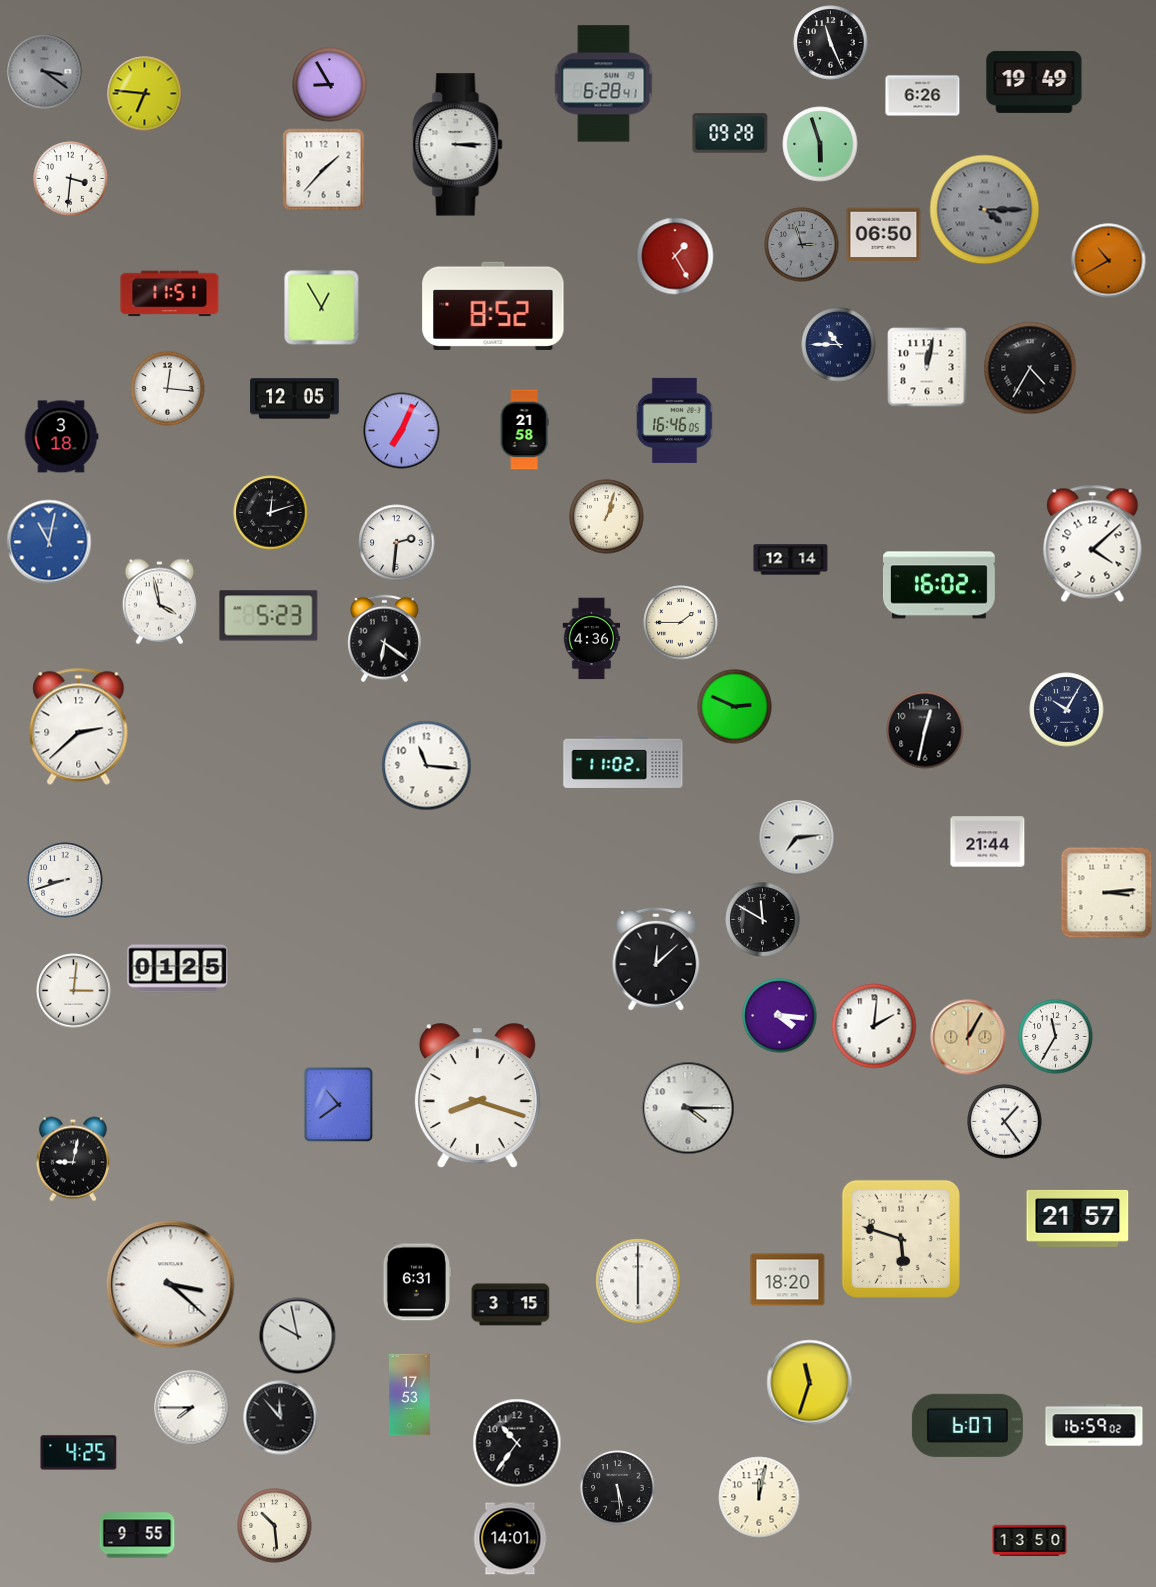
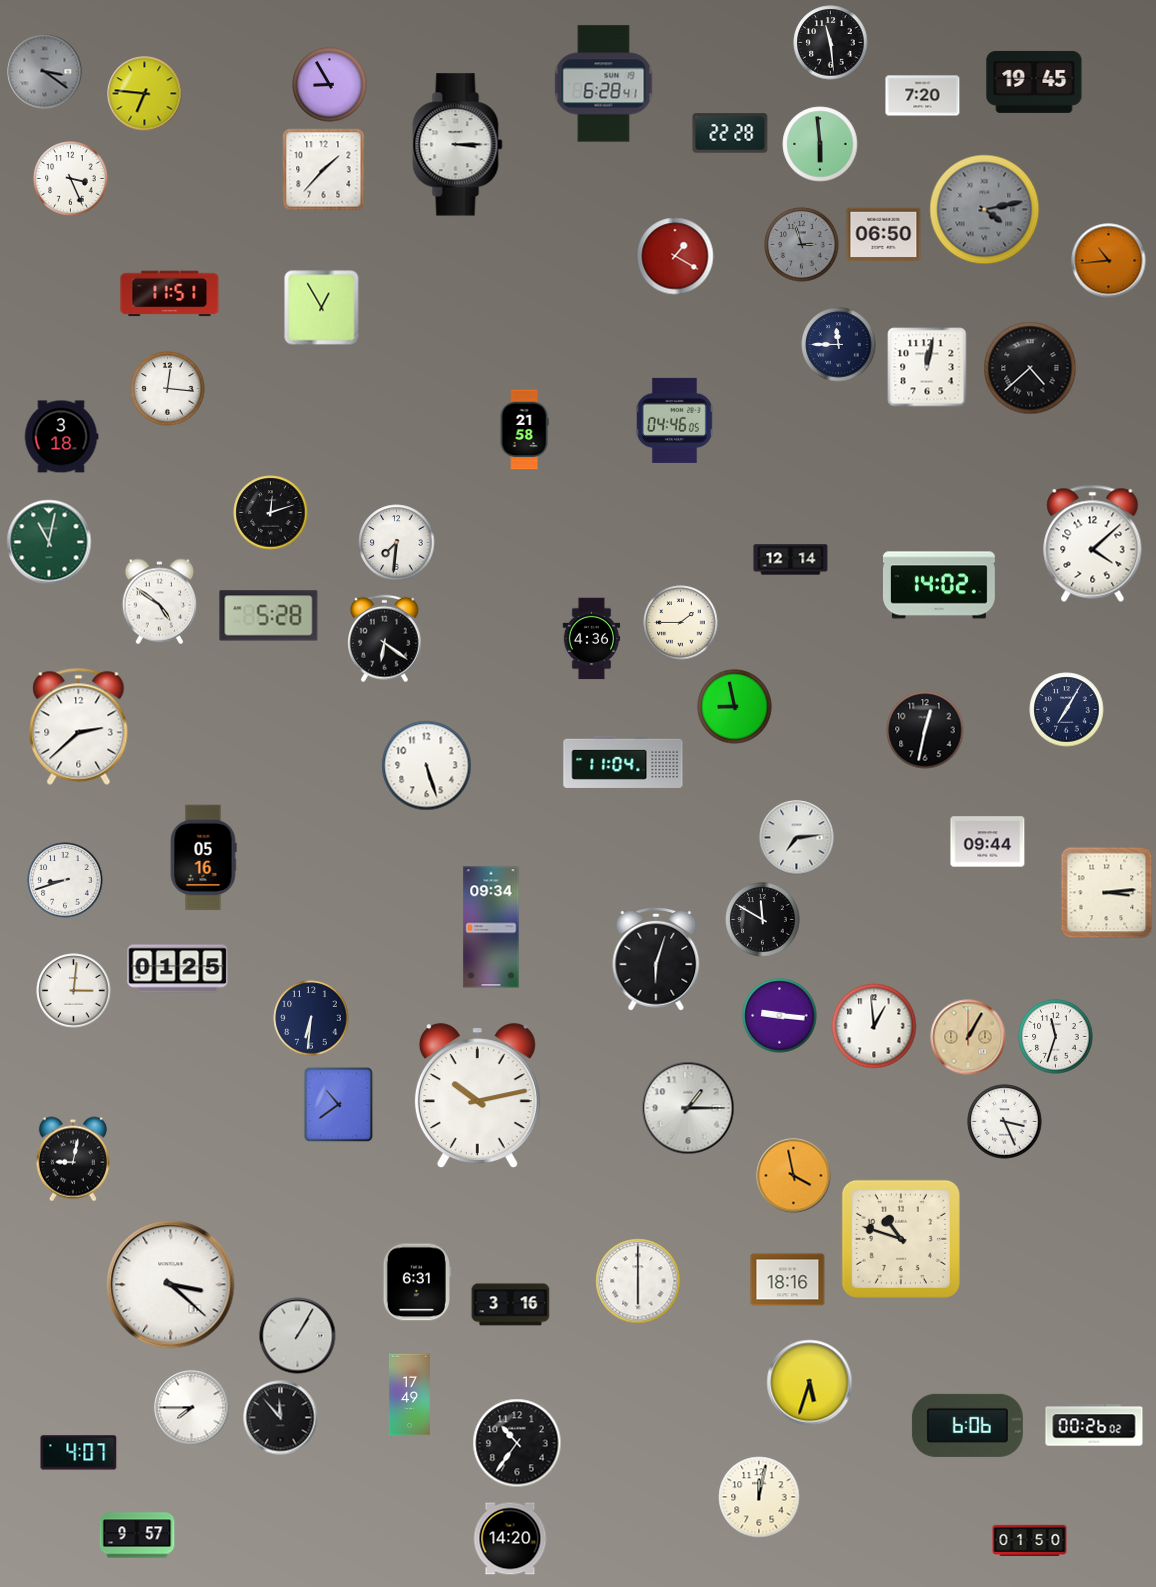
clock at (831, 43): 11:26 -> 11:29
clock at (1034, 82): 19:49 -> 19:45
clock at (923, 96): 6:26 -> 7:20
clock at (730, 133): 09:28 -> 22:28
clock at (820, 144): 5:57 -> 5:59
clock at (71, 179): 3:31 -> 3:26
clock at (985, 210): 4:15 -> 4:13
clock at (675, 256): 1:25 -> 1:20
clock at (1109, 261): 10:40 -> 10:44
clock at (493, 306): 8:52 -> none
clock at (839, 345): 10:45 -> 11:45
clock at (1030, 368): 4:35 -> 4:38
clock at (295, 399): 12:05 -> none
clock at (674, 420): 16:46 -> 04:46
clock at (402, 431): 7:04 -> none
clock at (607, 517): 1:03 -> none
clock at (49, 542) dial: blue -> green
clock at (397, 543): 2:31 -> 7:31
clock at (939, 585): 16:02 -> 14:02
clock at (159, 602): 3:58 -> 4:51
clock at (269, 616): 5:23 -> 5:28
clock at (735, 707): 2:49 -> 8:58
clock at (1067, 710): 10:05 -> 7:05
clock at (623, 762): 11:02 -> 11:04
clock at (427, 766): 11:16 -> 5:27
clock at (988, 842): 21:44 -> 09:44
clock at (203, 858): none -> 05:16
clock at (491, 927): none -> 09:34
clock at (656, 959): 12:08 -> 6:03
clock at (780, 1016): 4:16 -> 9:16
clock at (311, 1018): none -> 6:31
clock at (874, 1026): 2:01 -> 12:59
clock at (1056, 1037): 11:35 -> 11:33
clock at (477, 1096): 8:18 -> 10:13
clock at (688, 1108): 4:15 -> 1:15
clock at (1005, 1122): 1:24 -> 3:26
clock at (794, 1176): none -> 3:58
clock at (1078, 1218): 21:57 -> none
clock at (901, 1239): 5:48 -> 10:48
clock at (788, 1280): 18:20 -> 18:16
clock at (511, 1305): 3:15 -> 3:16
clock at (298, 1336): 9:58 -> 1:05
clock at (810, 1383): 11:33 -> 5:33
clock at (409, 1395): 17:53 -> 17:49
clock at (967, 1425): 6:07 -> 6:06
clock at (1094, 1425): 16:59 -> 00:26
clock at (79, 1453): 4:25 -> 4:07
clock at (618, 1488): 5:29 -> none
clock at (275, 1526): 10:29 -> none
clock at (137, 1535): 9:55 -> 9:57
clock at (510, 1539): 14:01 -> 14:20
clock at (1030, 1540): 13:50 -> 01:50
